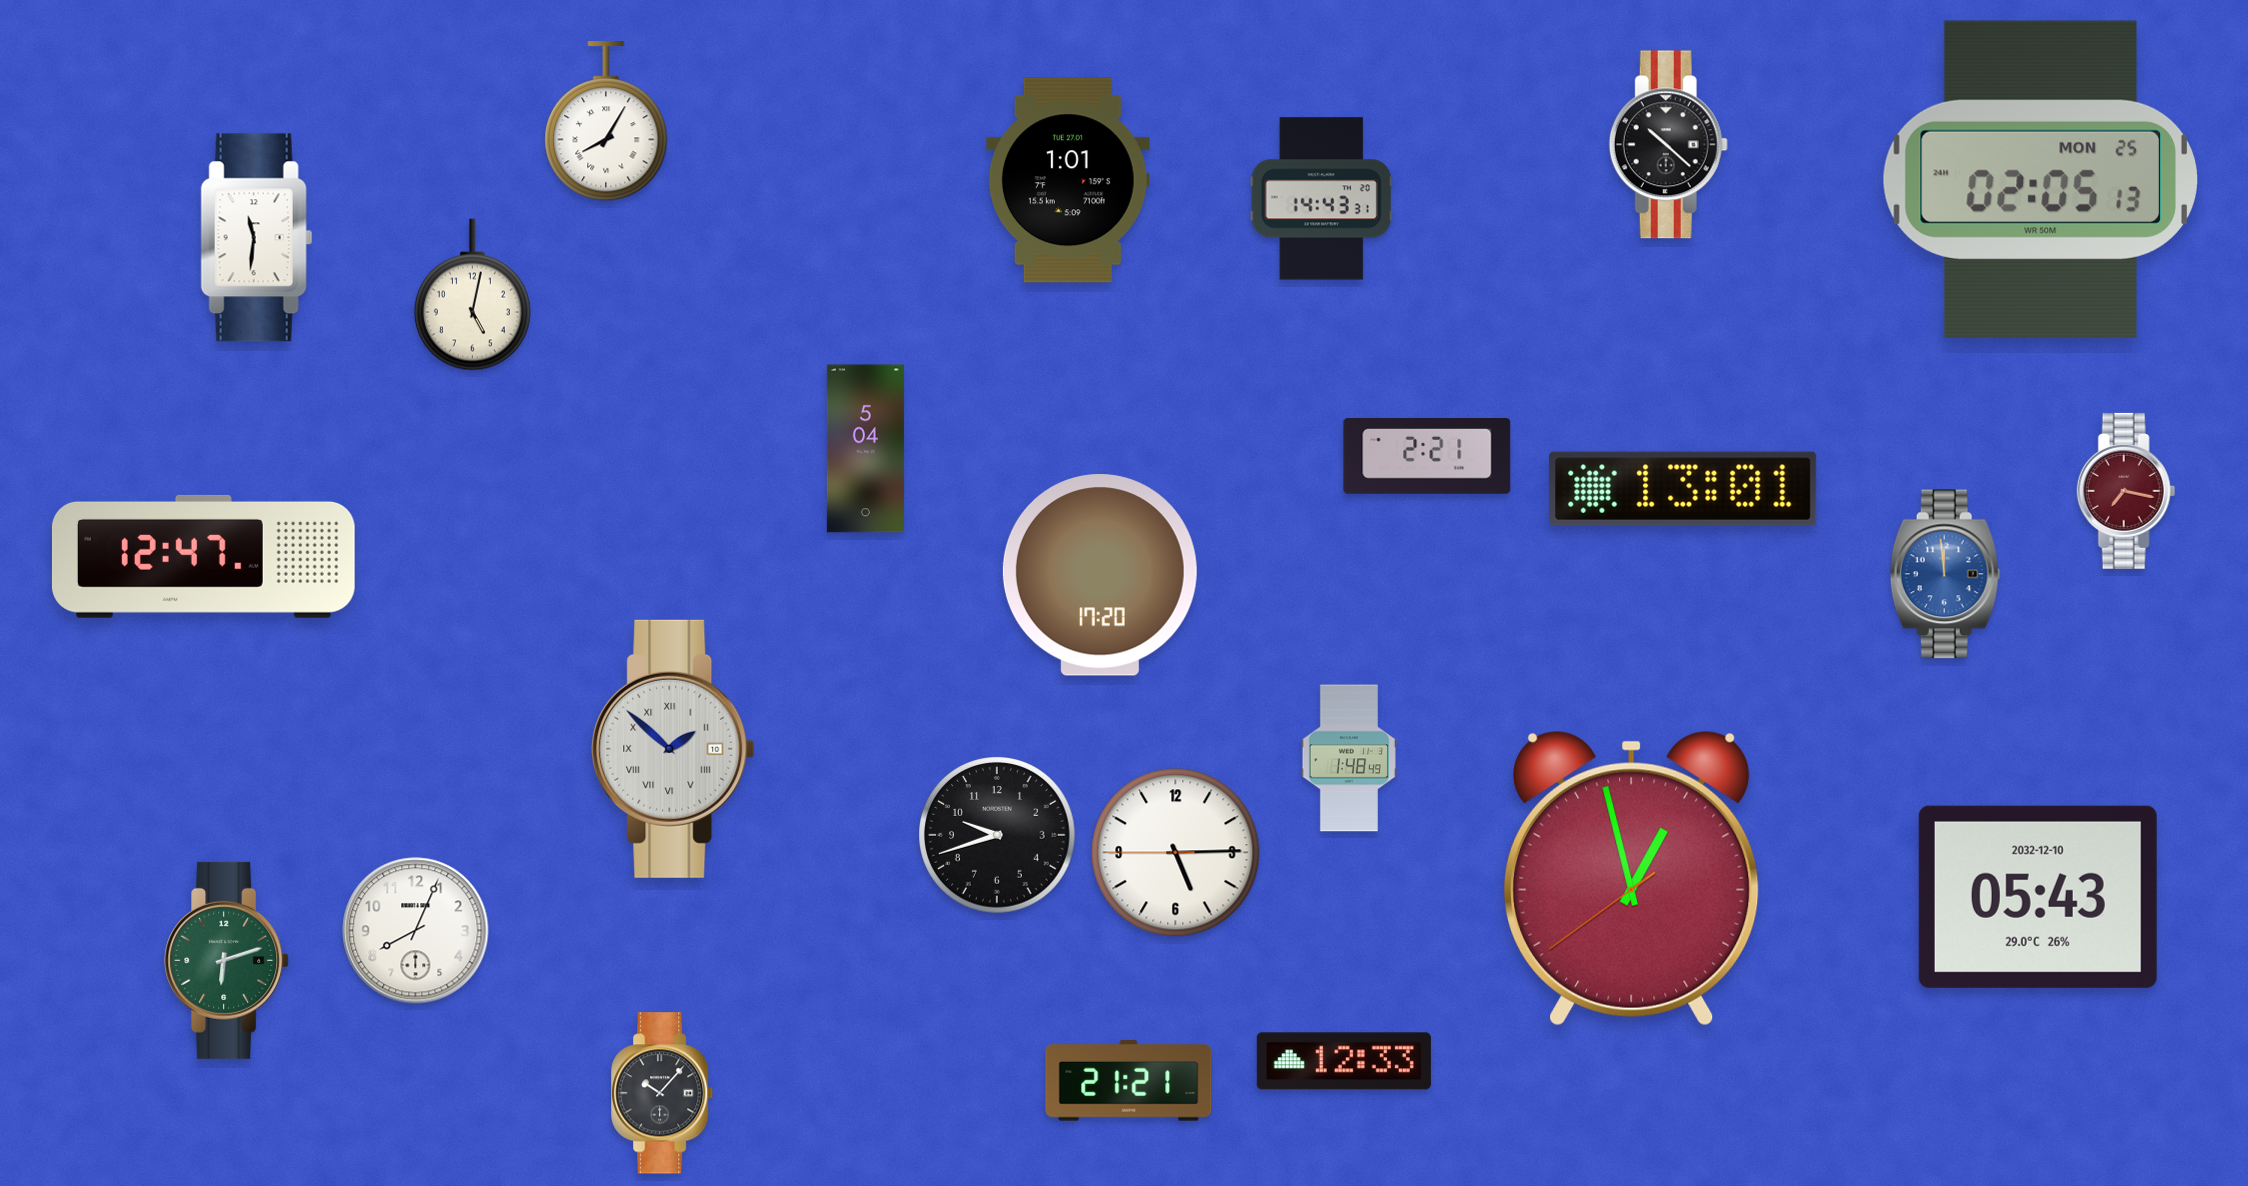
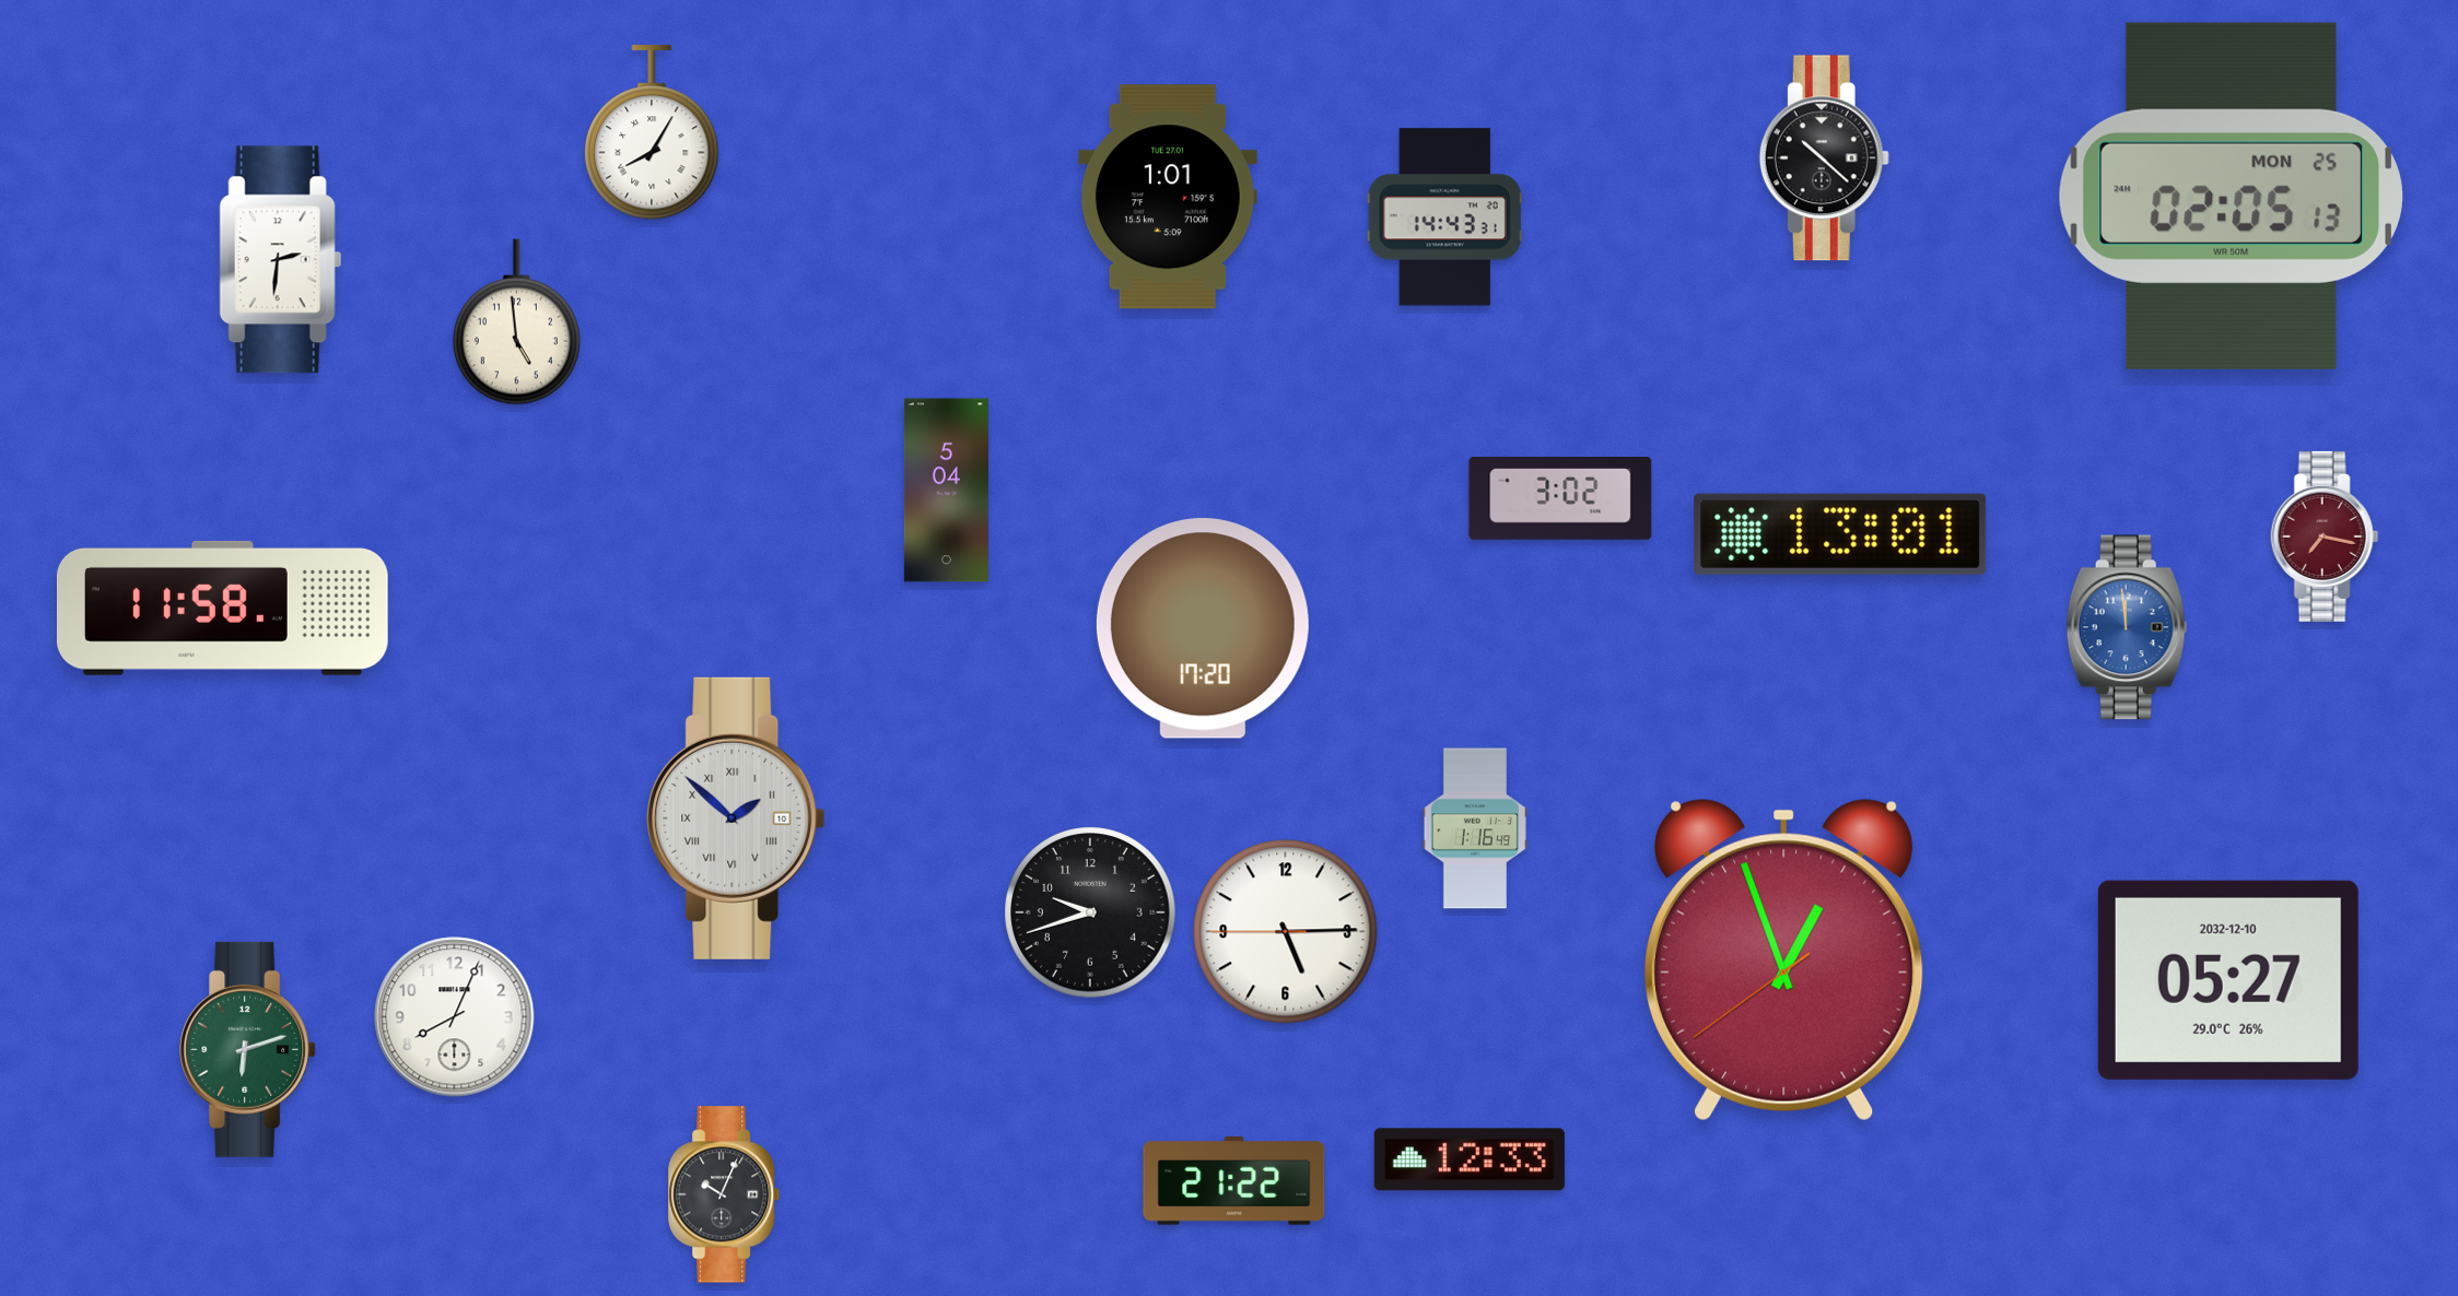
clock at (606, 122) position: (606, 122) -> (652, 133)
clock at (257, 238): 11:31 -> 2:31
clock at (472, 295): 5:02 -> 4:59
clock at (1427, 457): 2:21 -> 3:02
clock at (203, 556): 12:47 -> 11:58
clock at (1349, 758): 1:48 -> 1:16
clock at (1632, 879): 12:57 -> 12:56
clock at (2038, 897): 05:43 -> 05:27
clock at (1129, 1081): 21:21 -> 21:22
clock at (663, 1093): 10:07 -> 10:04
